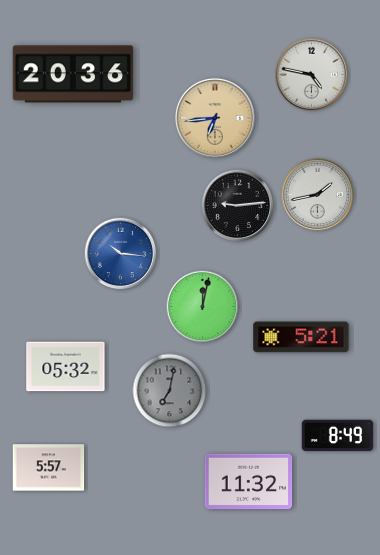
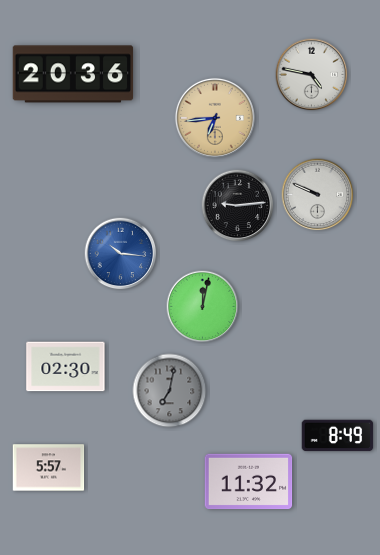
clock at (318, 195): 1:43 -> 9:49
clock at (301, 337): 5:21 -> none
clock at (66, 367): 05:32 -> 02:30
